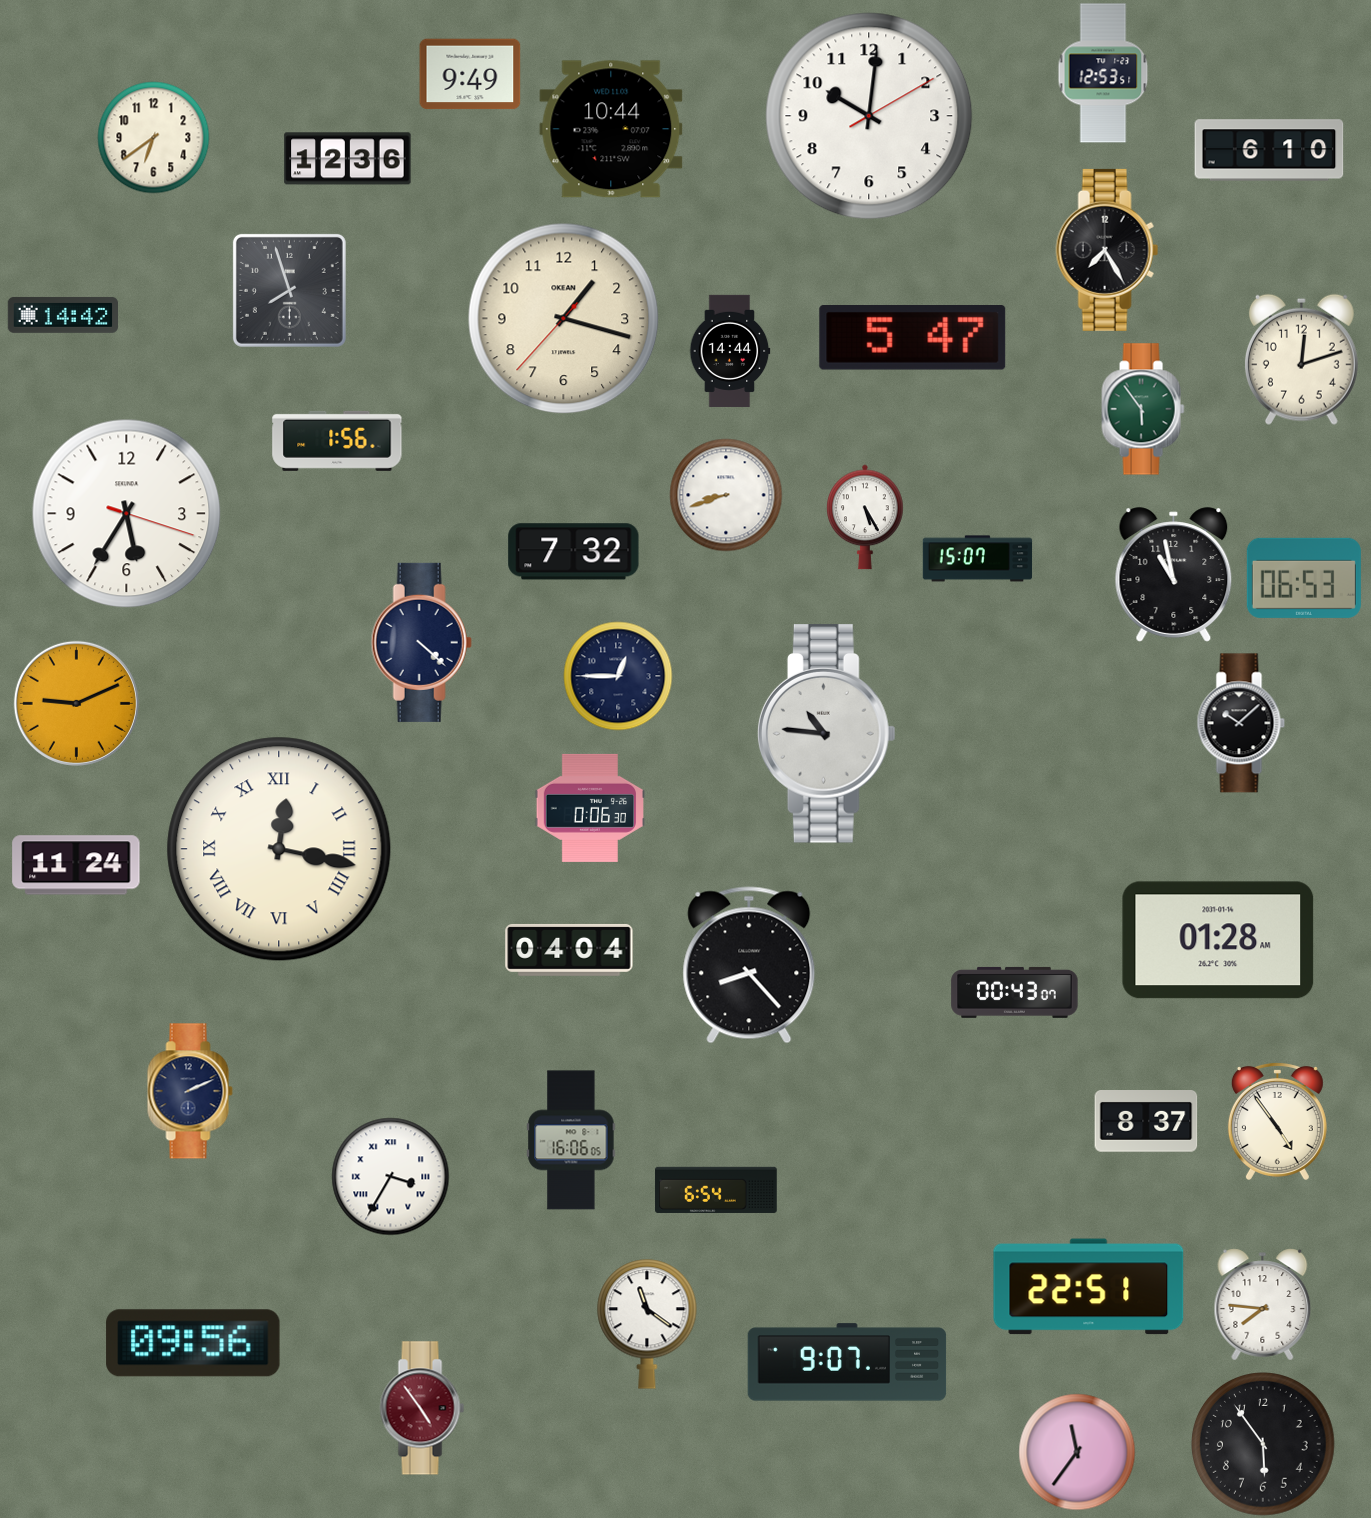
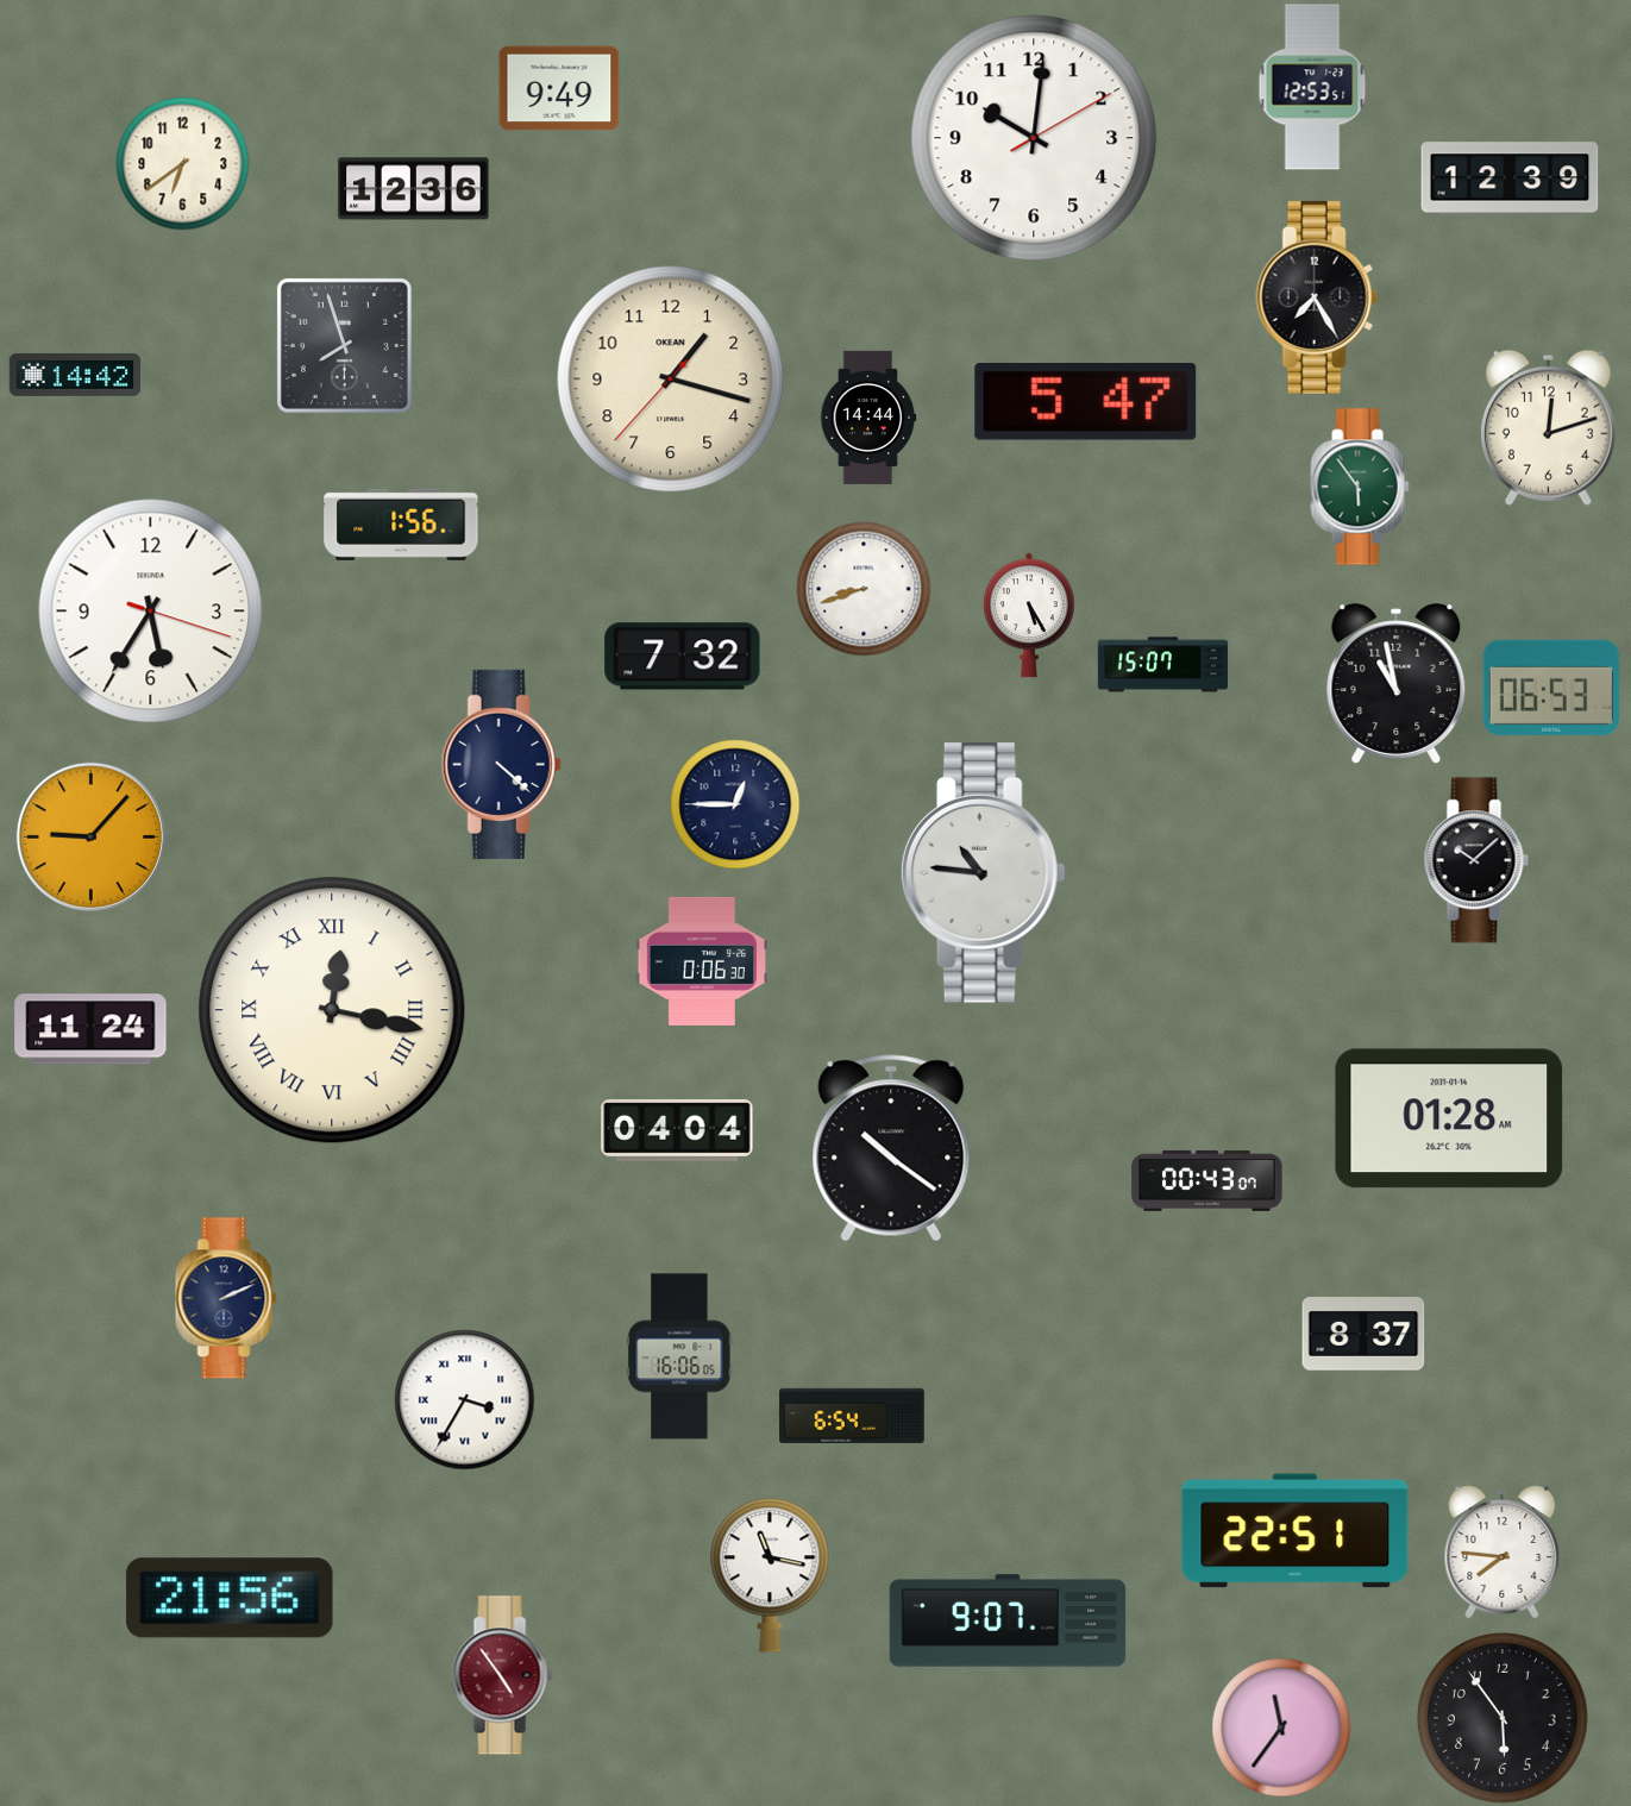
clock at (611, 129): 10:44 -> none
clock at (1269, 150): 6:10 -> 12:39
clock at (76, 703): 9:11 -> 9:07
clock at (749, 965): 8:23 -> 10:21
clock at (1277, 1121): 4:54 -> none
clock at (647, 1324): 11:21 -> 11:17
clock at (193, 1343): 09:56 -> 21:56
